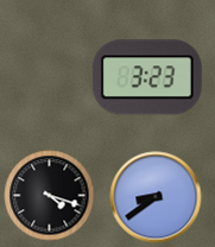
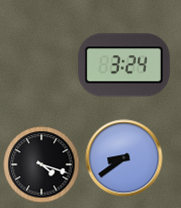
clock at (147, 77): 3:23 -> 3:24
clock at (156, 197) position: (156, 197) -> (124, 158)
